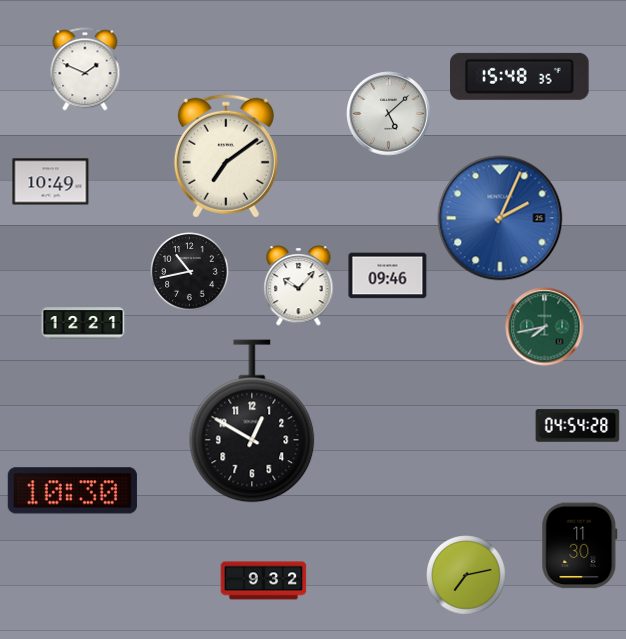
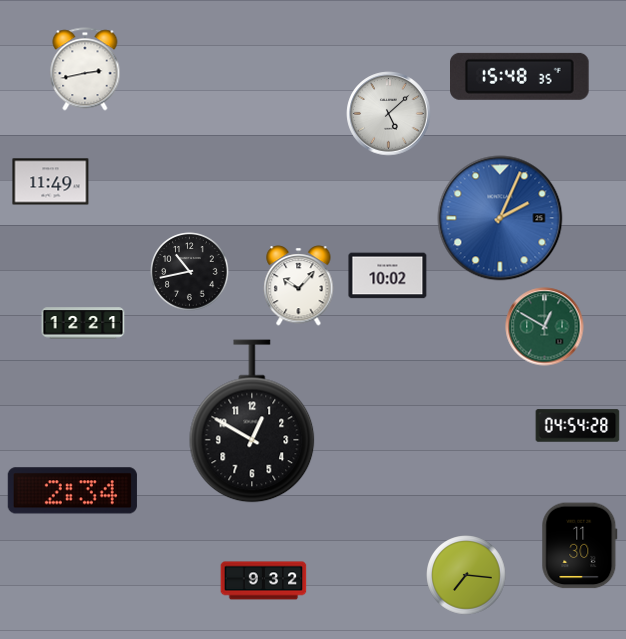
clock at (85, 69): 1:49 -> 2:43
clock at (226, 156): 7:09 -> none
clock at (51, 182): 10:49 -> 11:49
clock at (388, 276): 09:46 -> 10:02
clock at (545, 327): 7:43 -> 12:50
clock at (72, 491): 10:30 -> 2:34
clock at (466, 575): 7:13 -> 7:16
